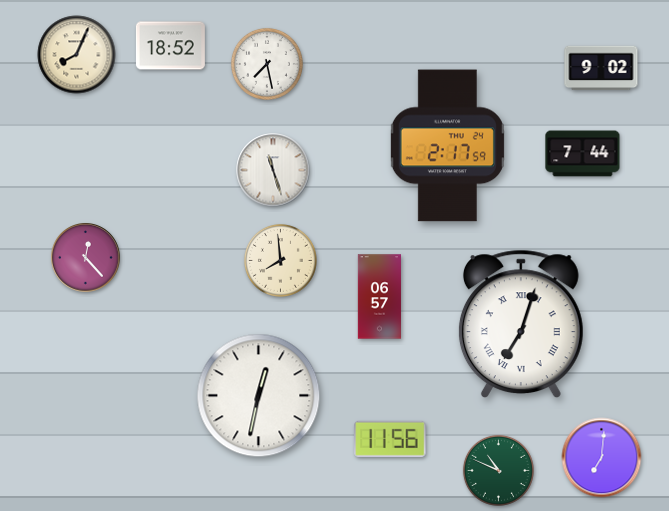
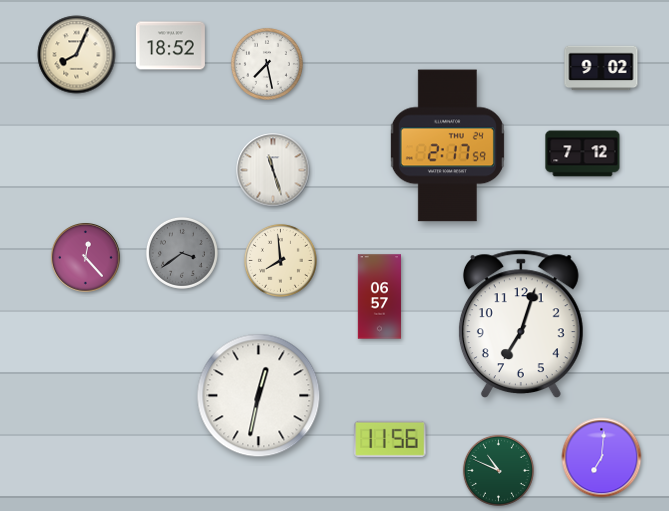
clock at (583, 154): 7:44 -> 7:12
clock at (182, 253): none -> 3:39
clock at (521, 323) numerals: Roman -> Arabic
